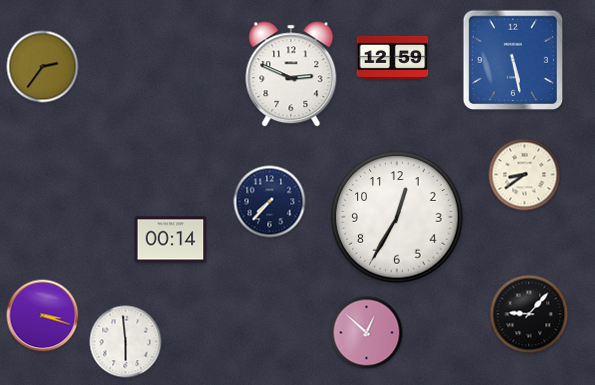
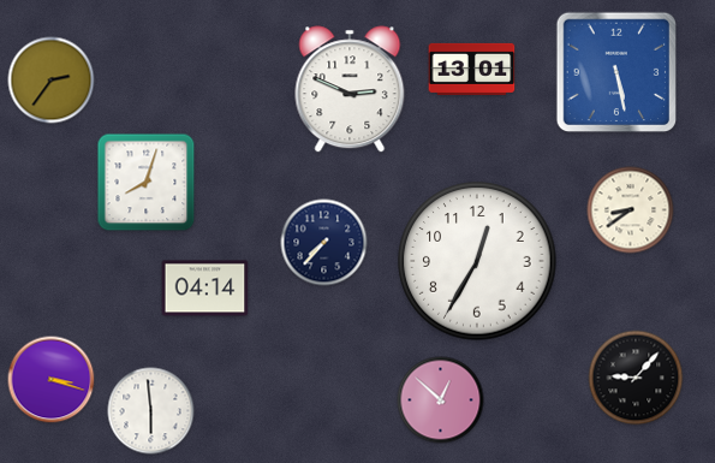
clock at (393, 57): 12:59 -> 13:01
clock at (147, 183): none -> 8:03
clock at (171, 240): 00:14 -> 04:14
